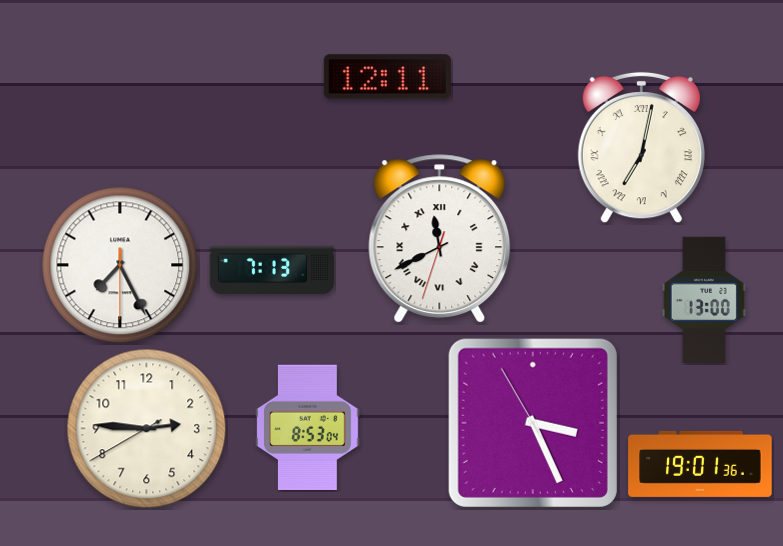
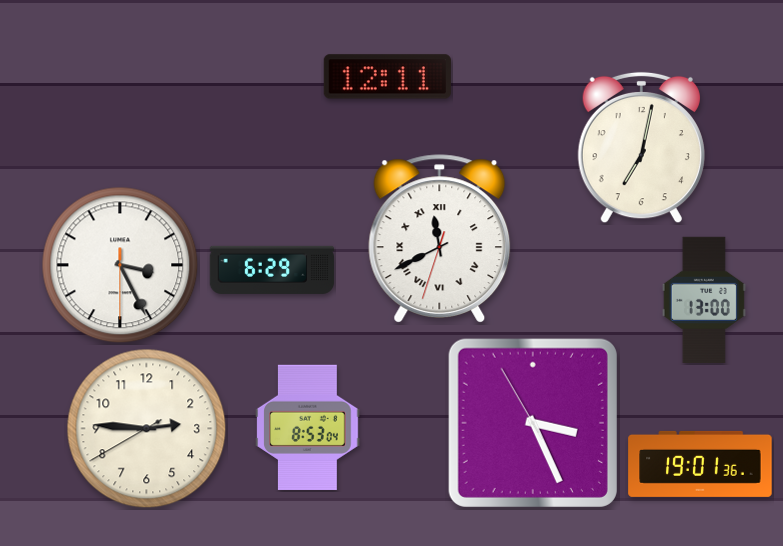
clock at (641, 148) numerals: Roman -> Arabic
clock at (120, 265): 7:25 -> 3:25
clock at (272, 270): 7:13 -> 6:29
